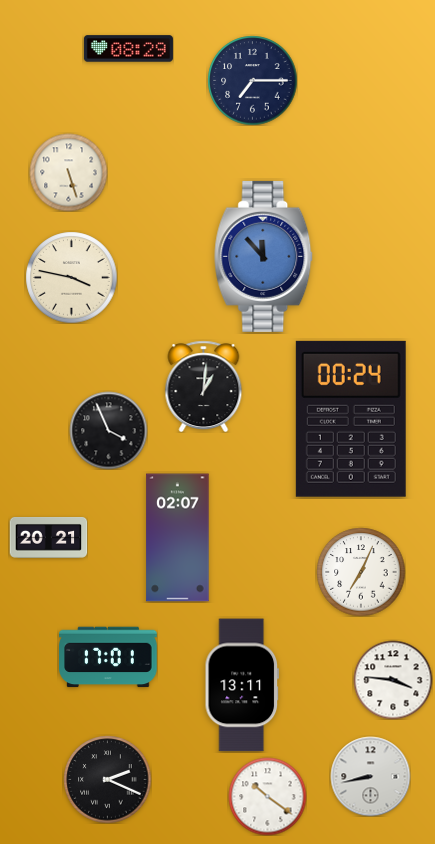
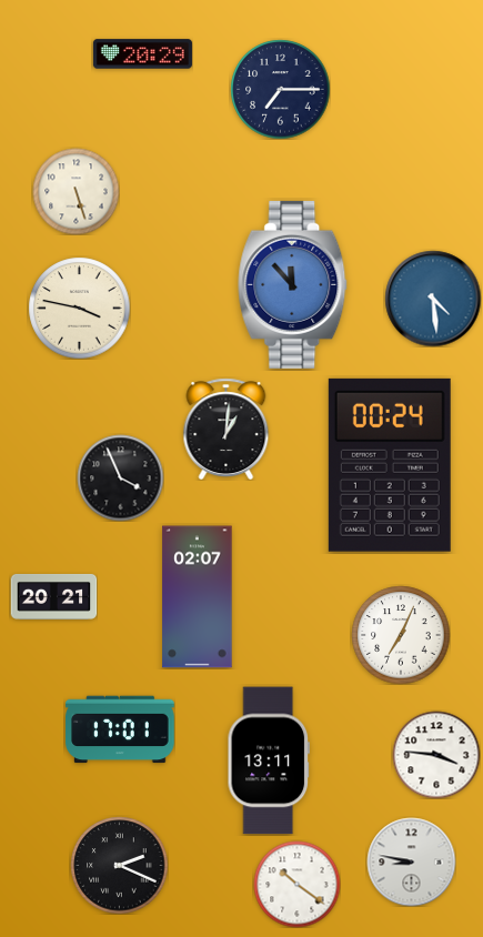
clock at (128, 49): 08:29 -> 20:29
clock at (433, 299): none -> 4:29
clock at (370, 776): 8:43 -> 8:47
